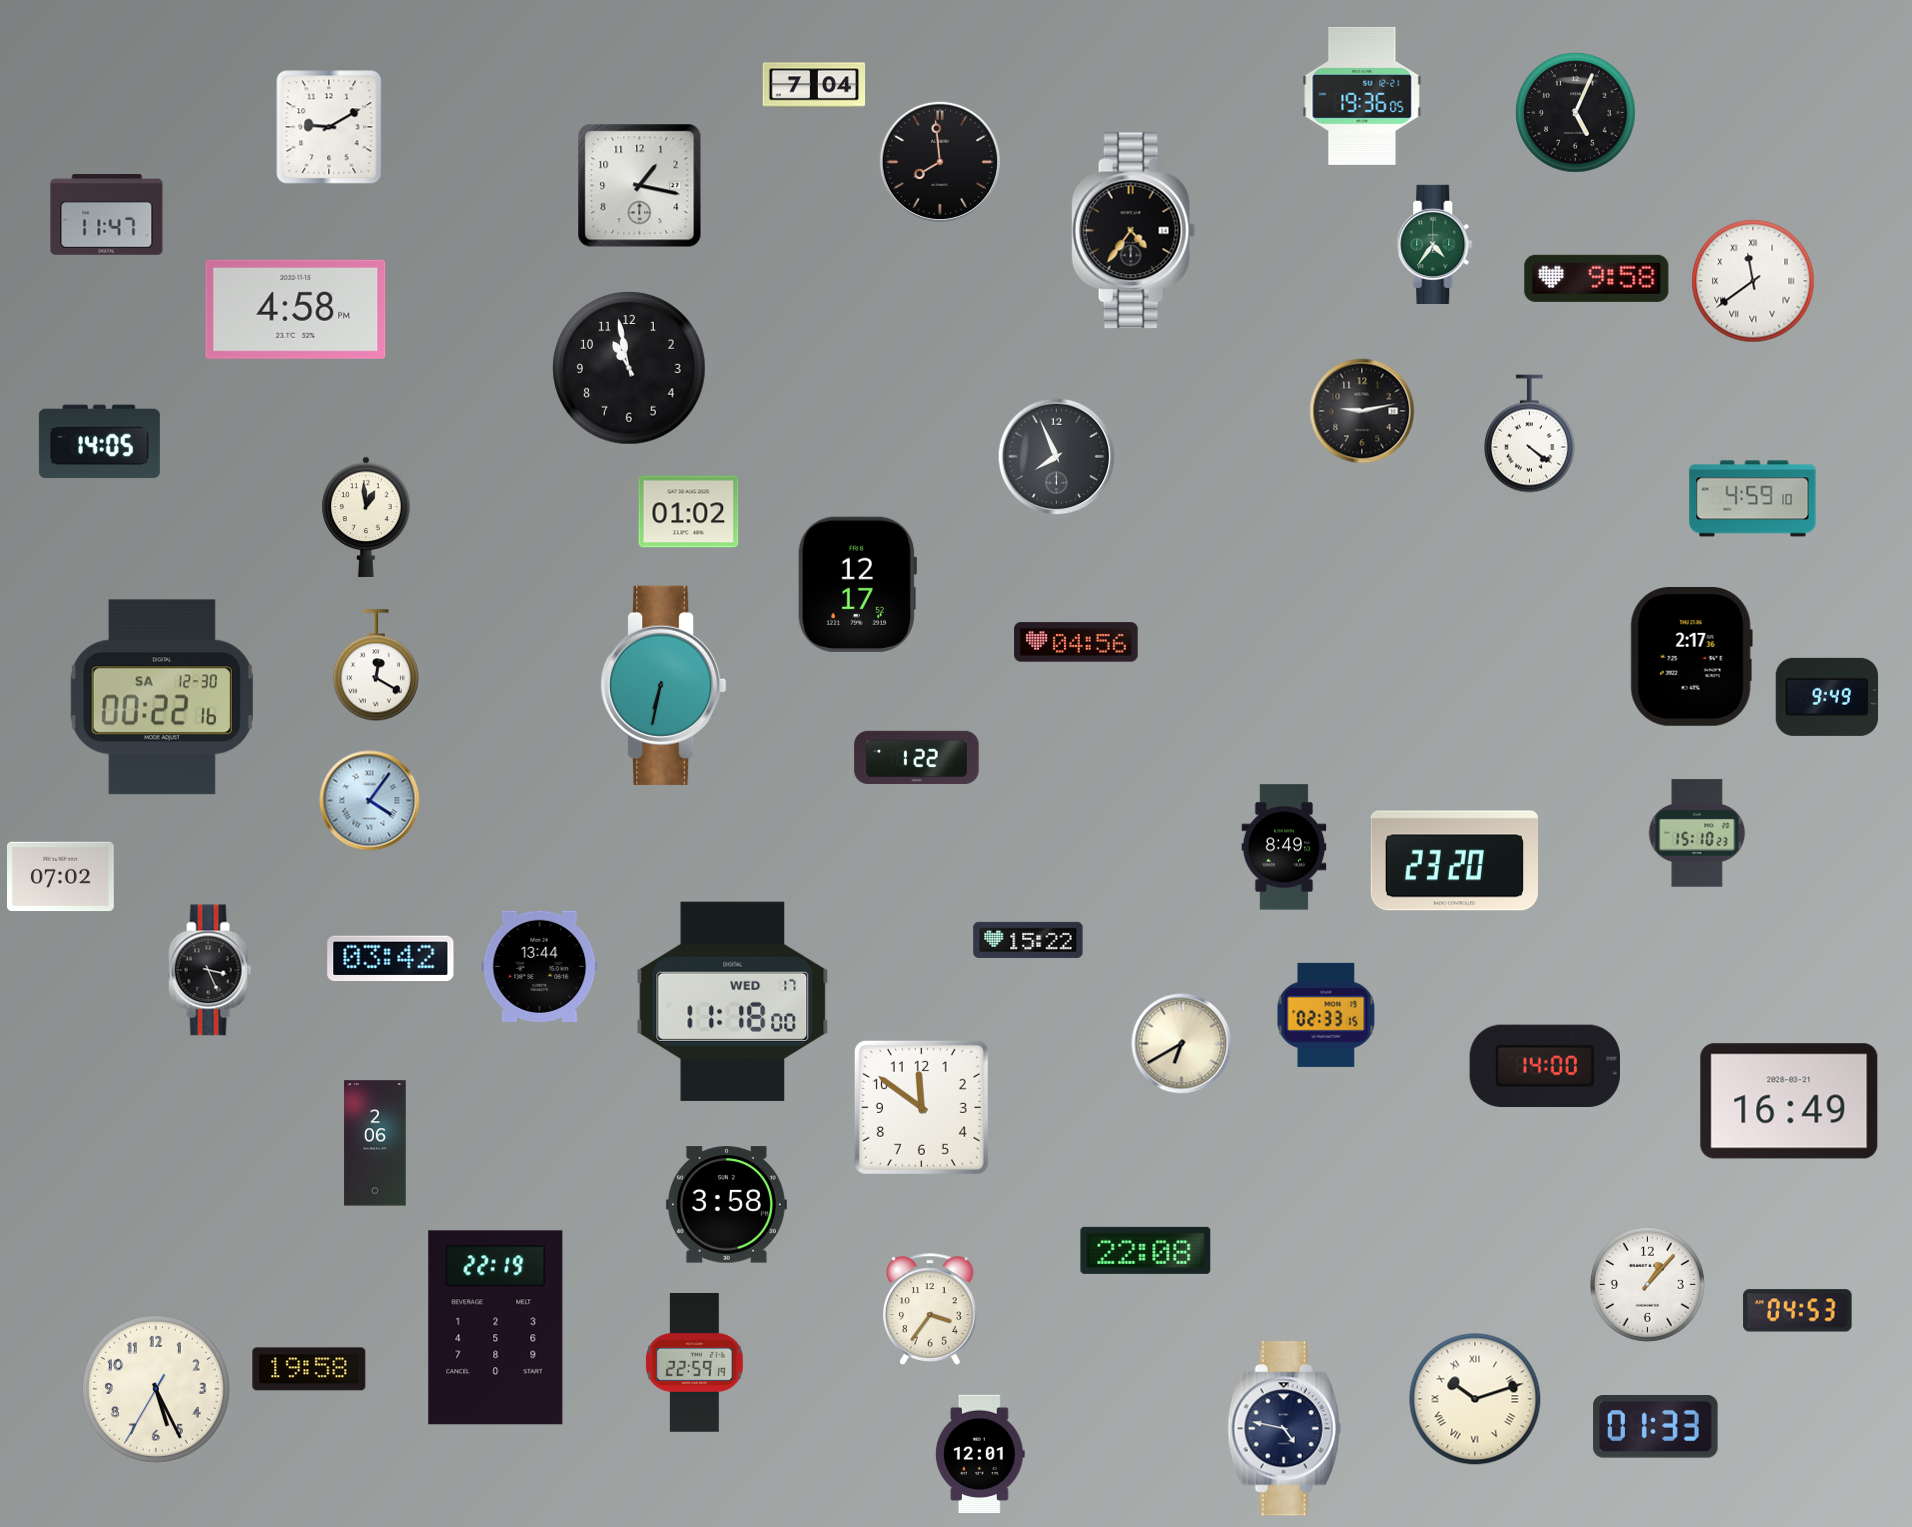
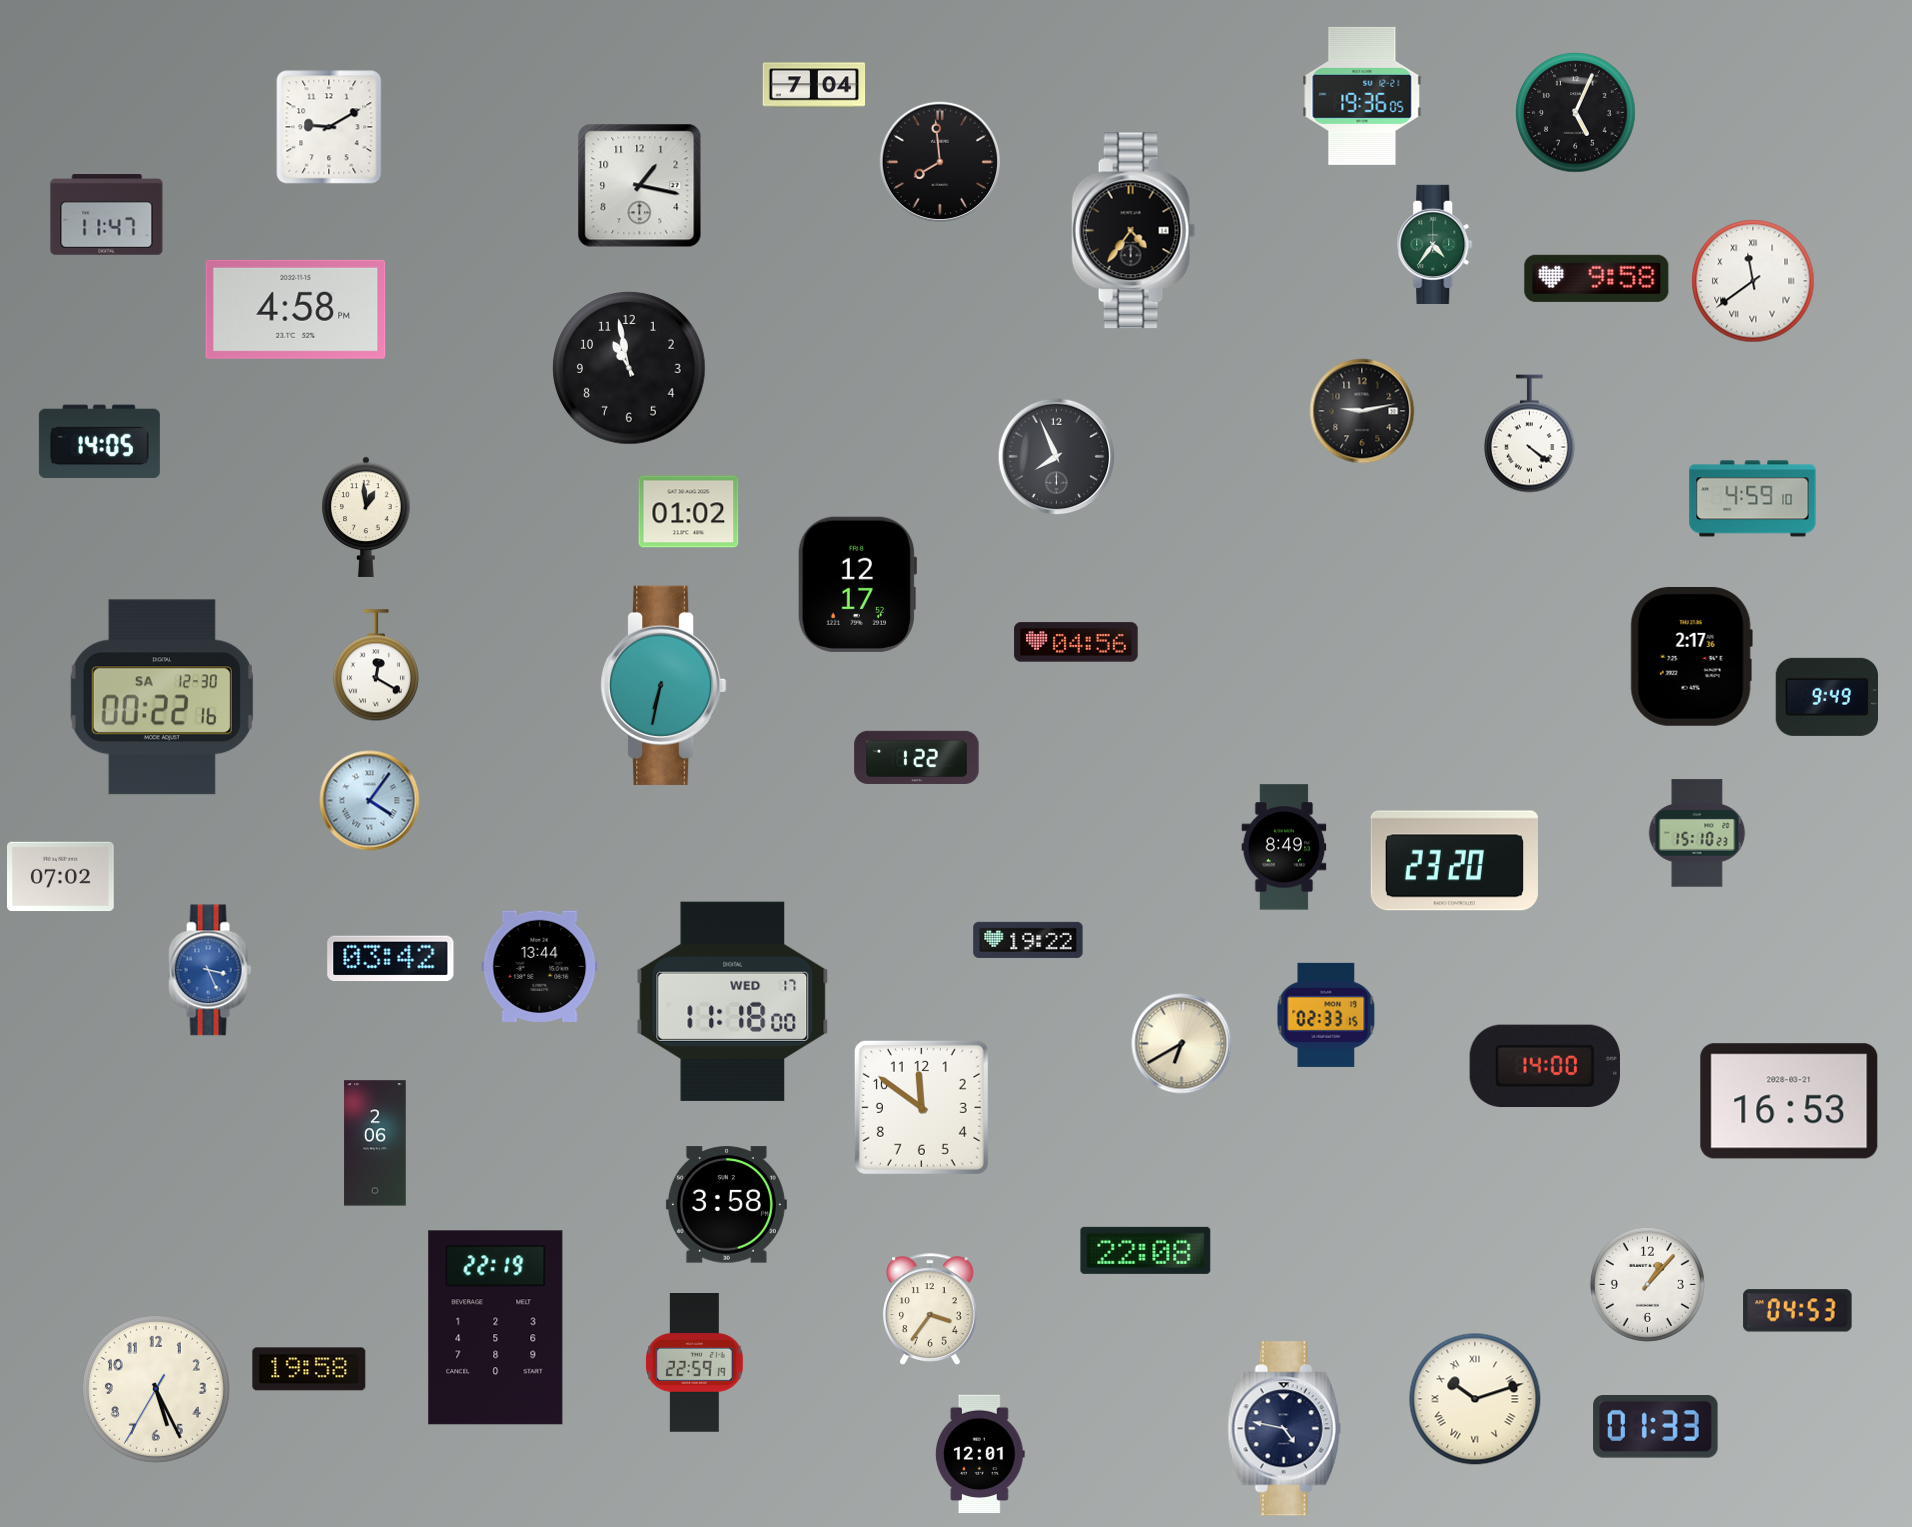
clock at (1028, 940): 15:22 -> 19:22
clock at (210, 970) dial: black -> blue
clock at (1789, 1101): 16:49 -> 16:53
